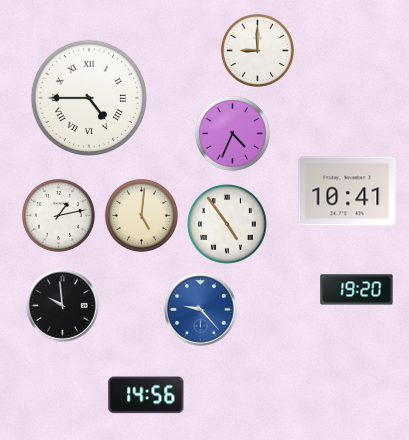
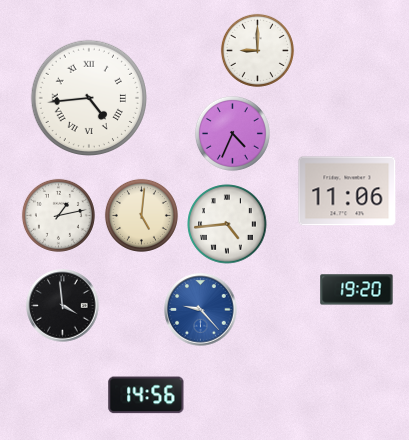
clock at (88, 97): 4:45 -> 4:44
clock at (347, 191): 10:41 -> 11:06
clock at (227, 224): 4:54 -> 4:44
clock at (63, 306): 9:59 -> 3:59
